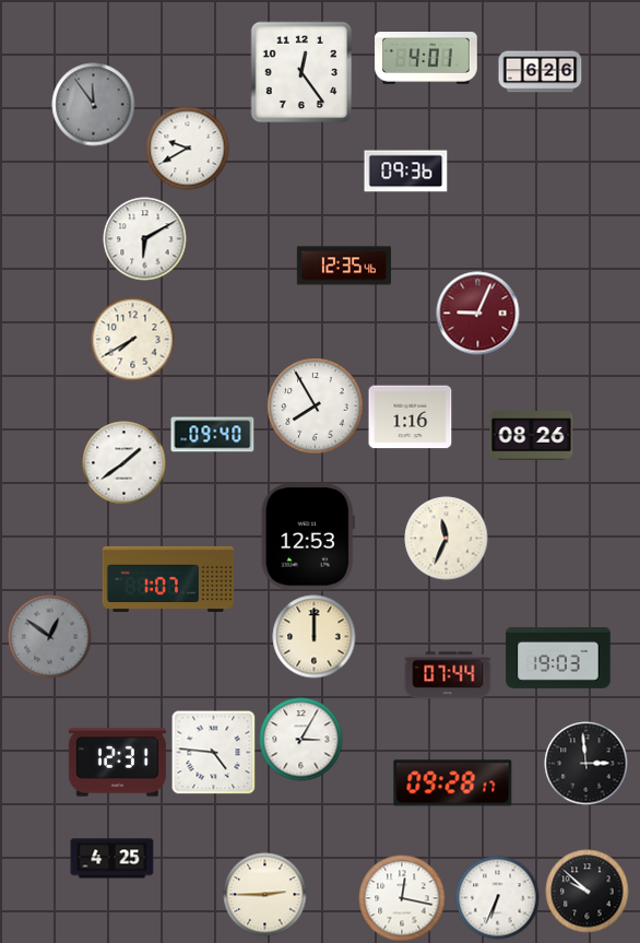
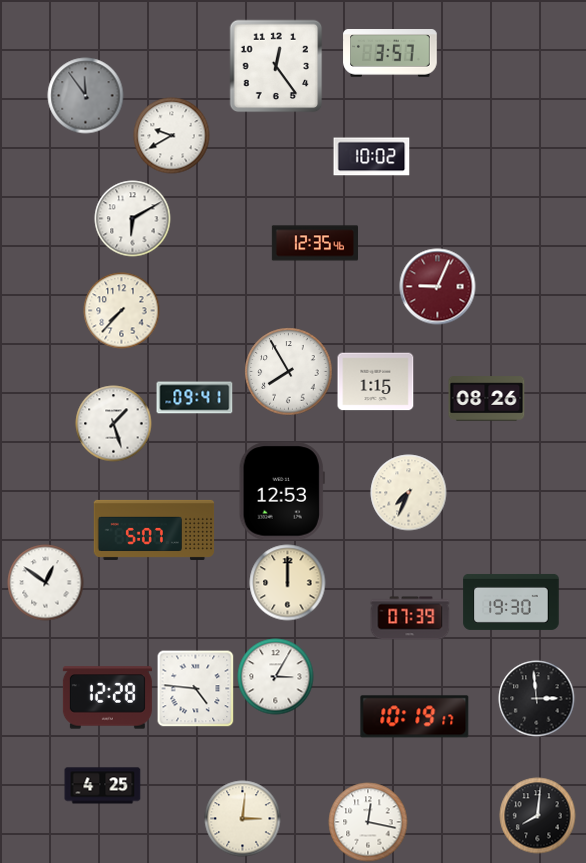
clock at (426, 59): 4:01 -> 3:57
clock at (541, 72): 6:26 -> none
clock at (406, 172): 09:36 -> 10:02
clock at (133, 340): 7:40 -> 7:37
clock at (411, 417): 1:16 -> 1:15
clock at (213, 435): 09:40 -> 09:41
clock at (125, 463): 1:39 -> 1:27
clock at (447, 539): 11:34 -> 7:34
clock at (168, 579): 1:07 -> 5:07
clock at (50, 637) dial: grey -> white
clock at (558, 658): 19:03 -> 19:30
clock at (448, 675): 07:44 -> 07:39
clock at (117, 763): 12:31 -> 12:28
clock at (453, 783): 09:28 -> 10:19
clock at (588, 892): 9:52 -> 8:01
clock at (265, 895): 2:45 -> 3:01
clock at (498, 898): 6:34 -> none
